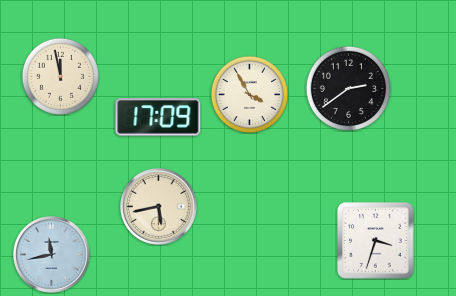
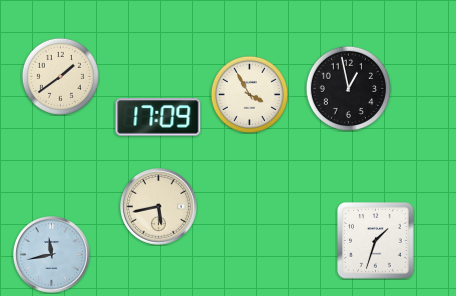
clock at (60, 76): 11:58 -> 1:39
clock at (348, 88): 2:39 -> 12:58
clock at (376, 241): 3:33 -> 1:33
